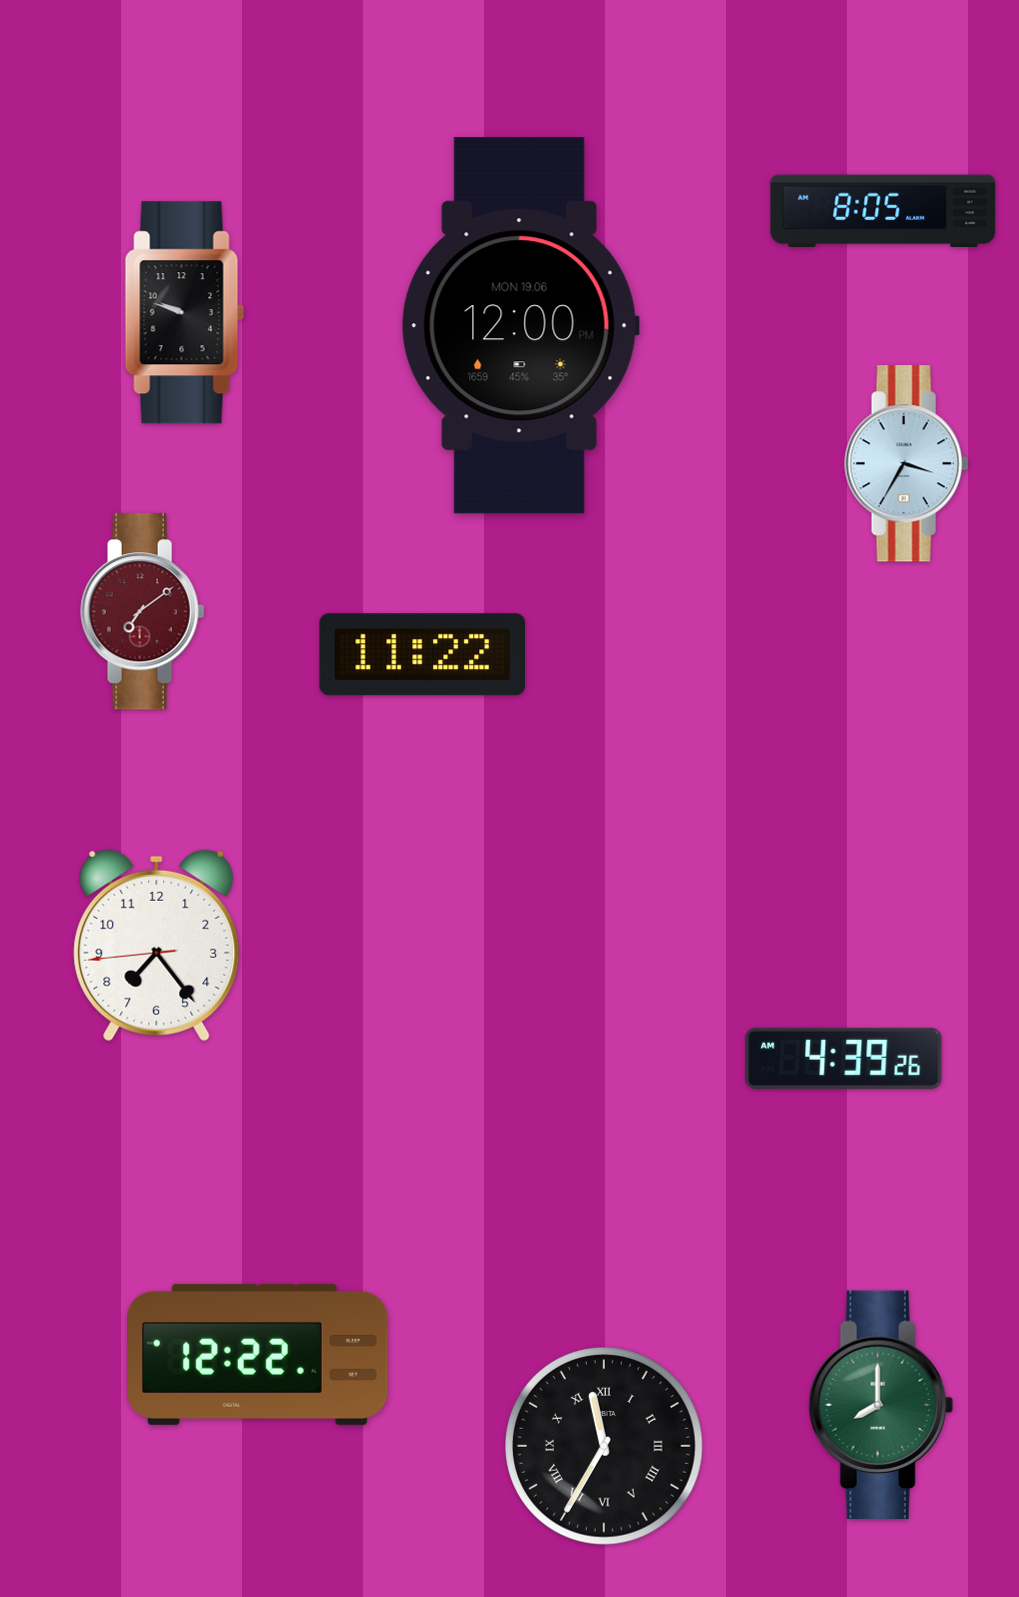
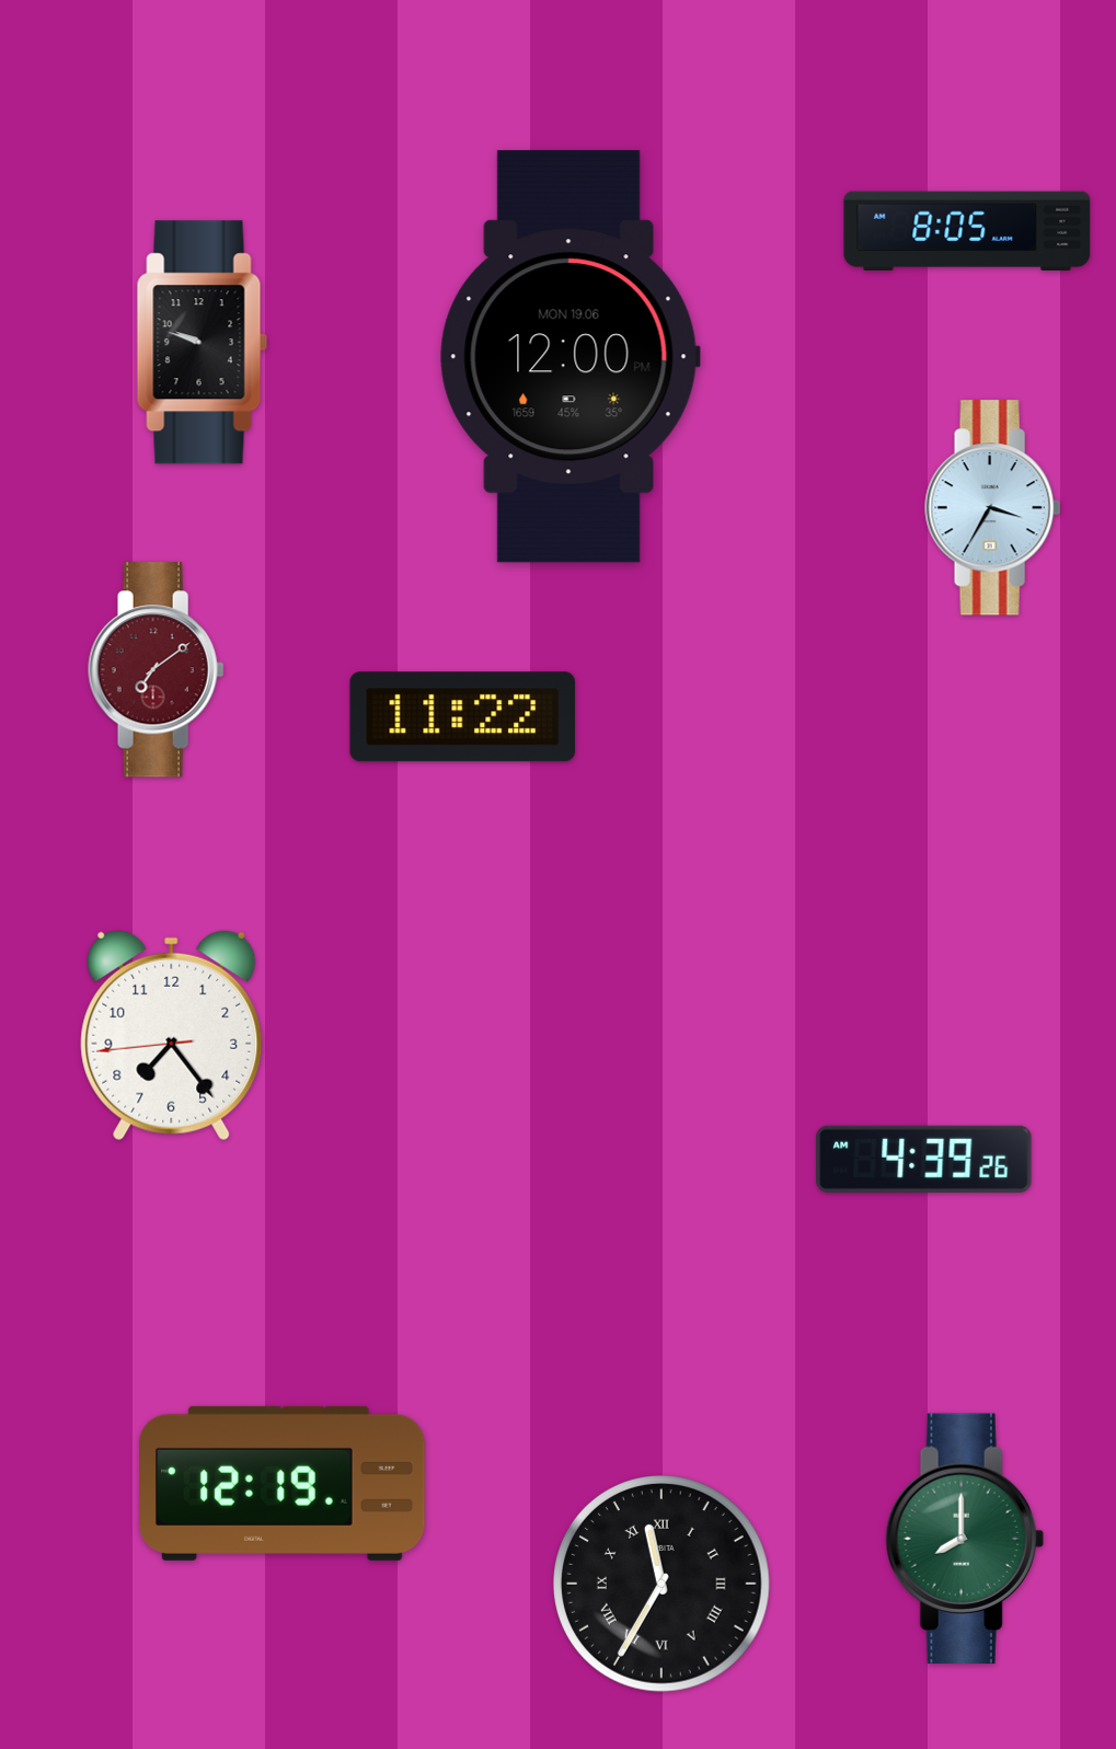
clock at (258, 1354): 12:22 -> 12:19
